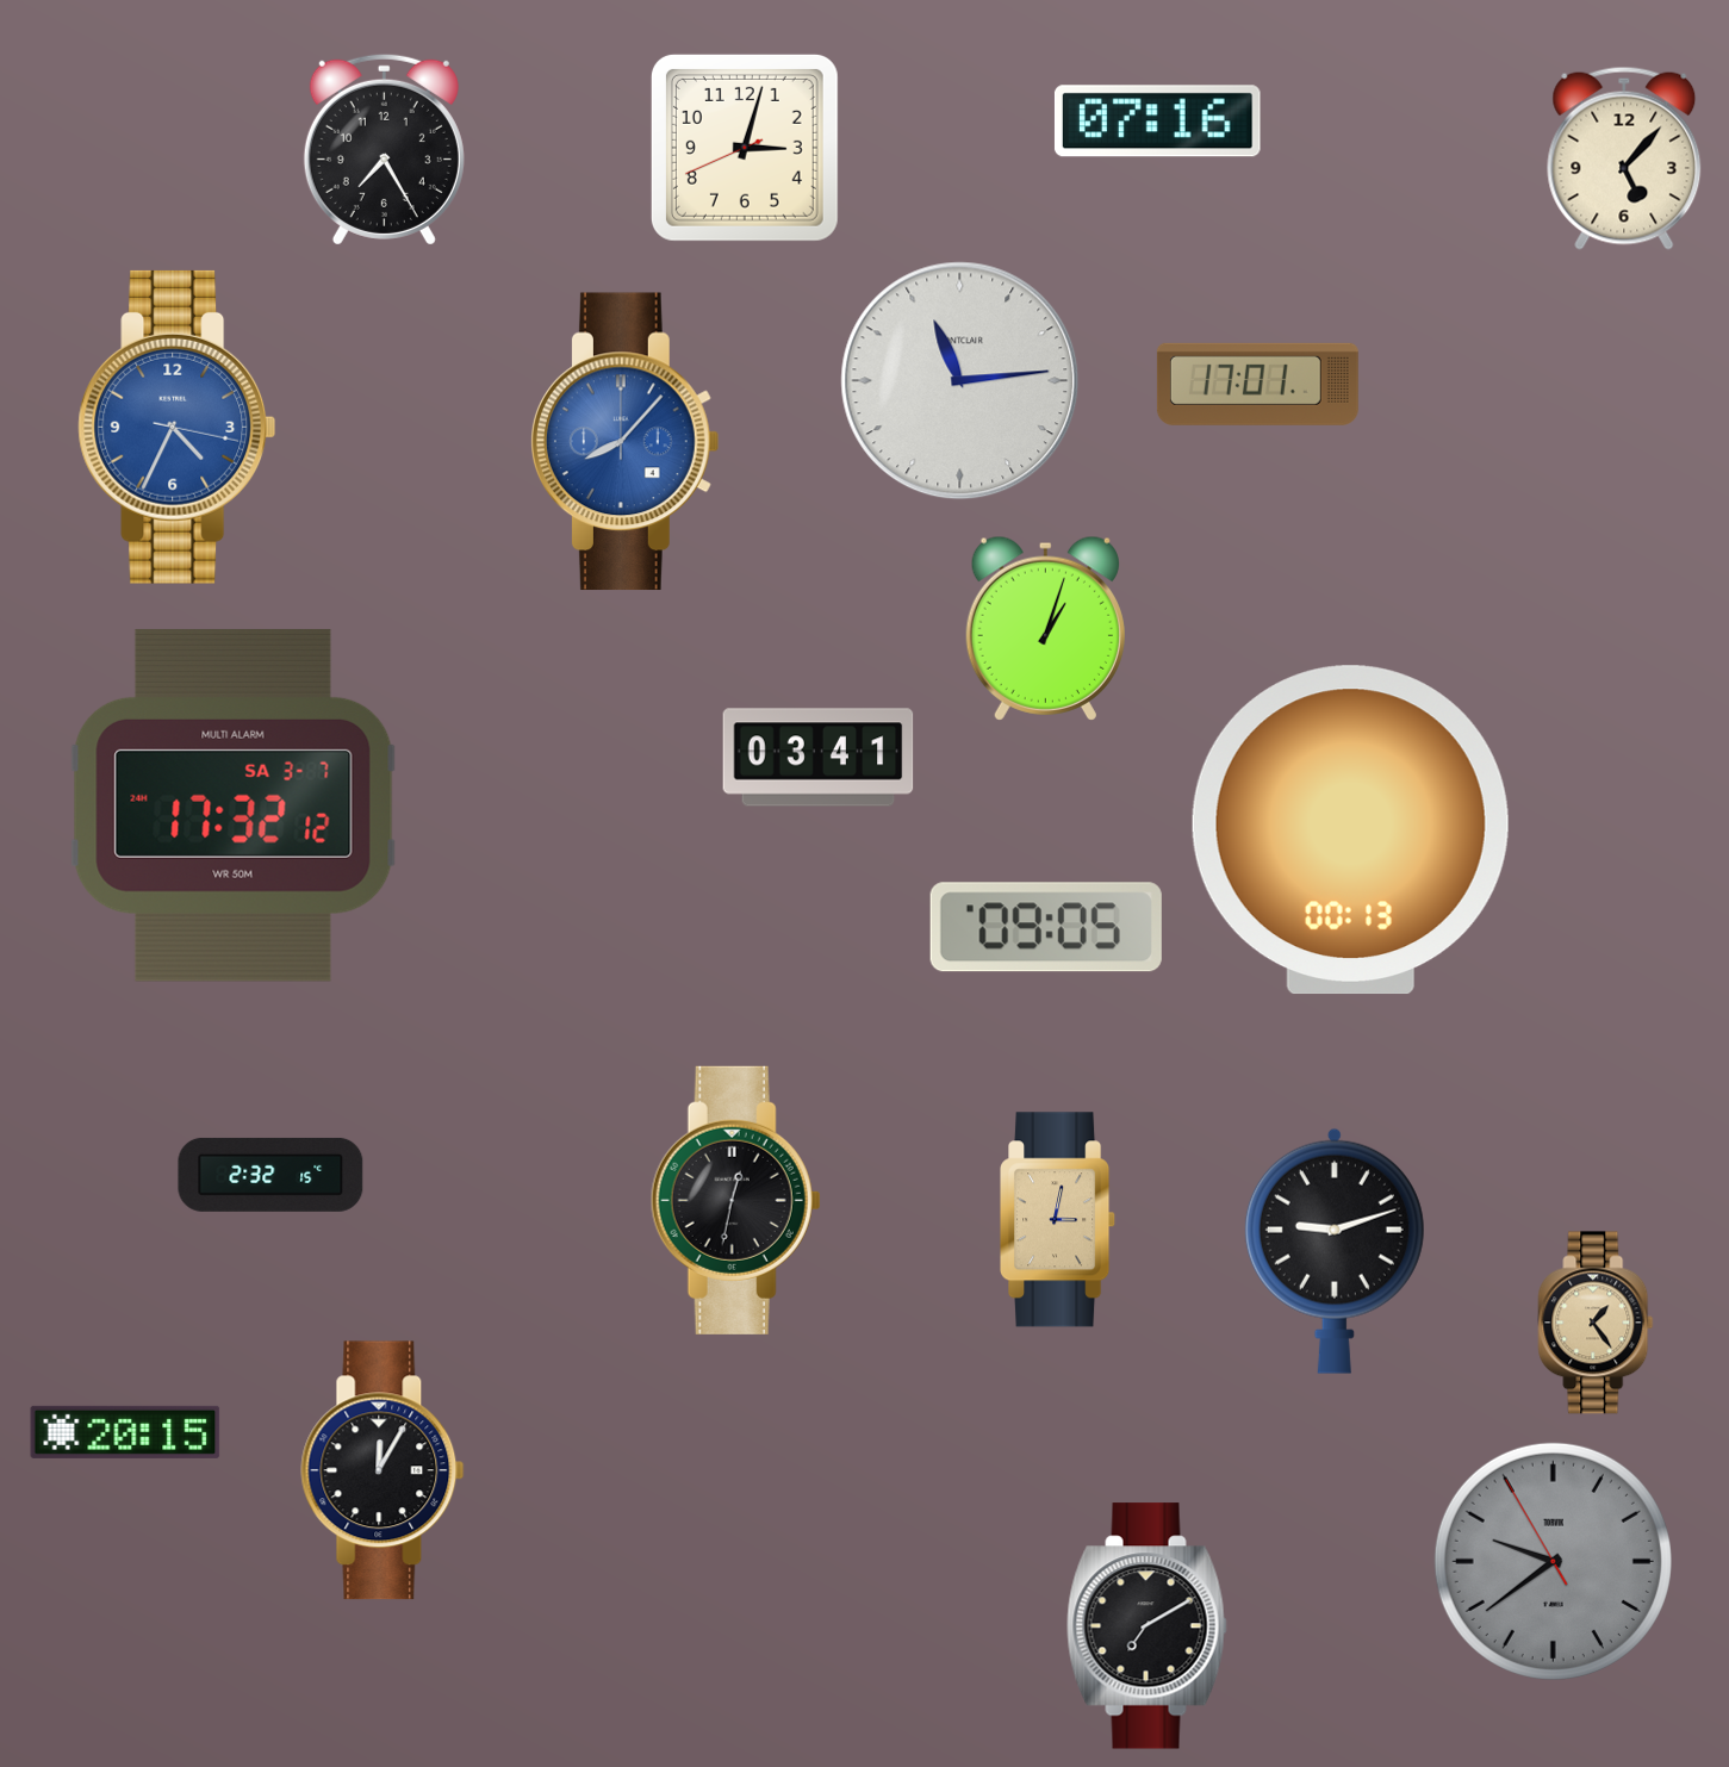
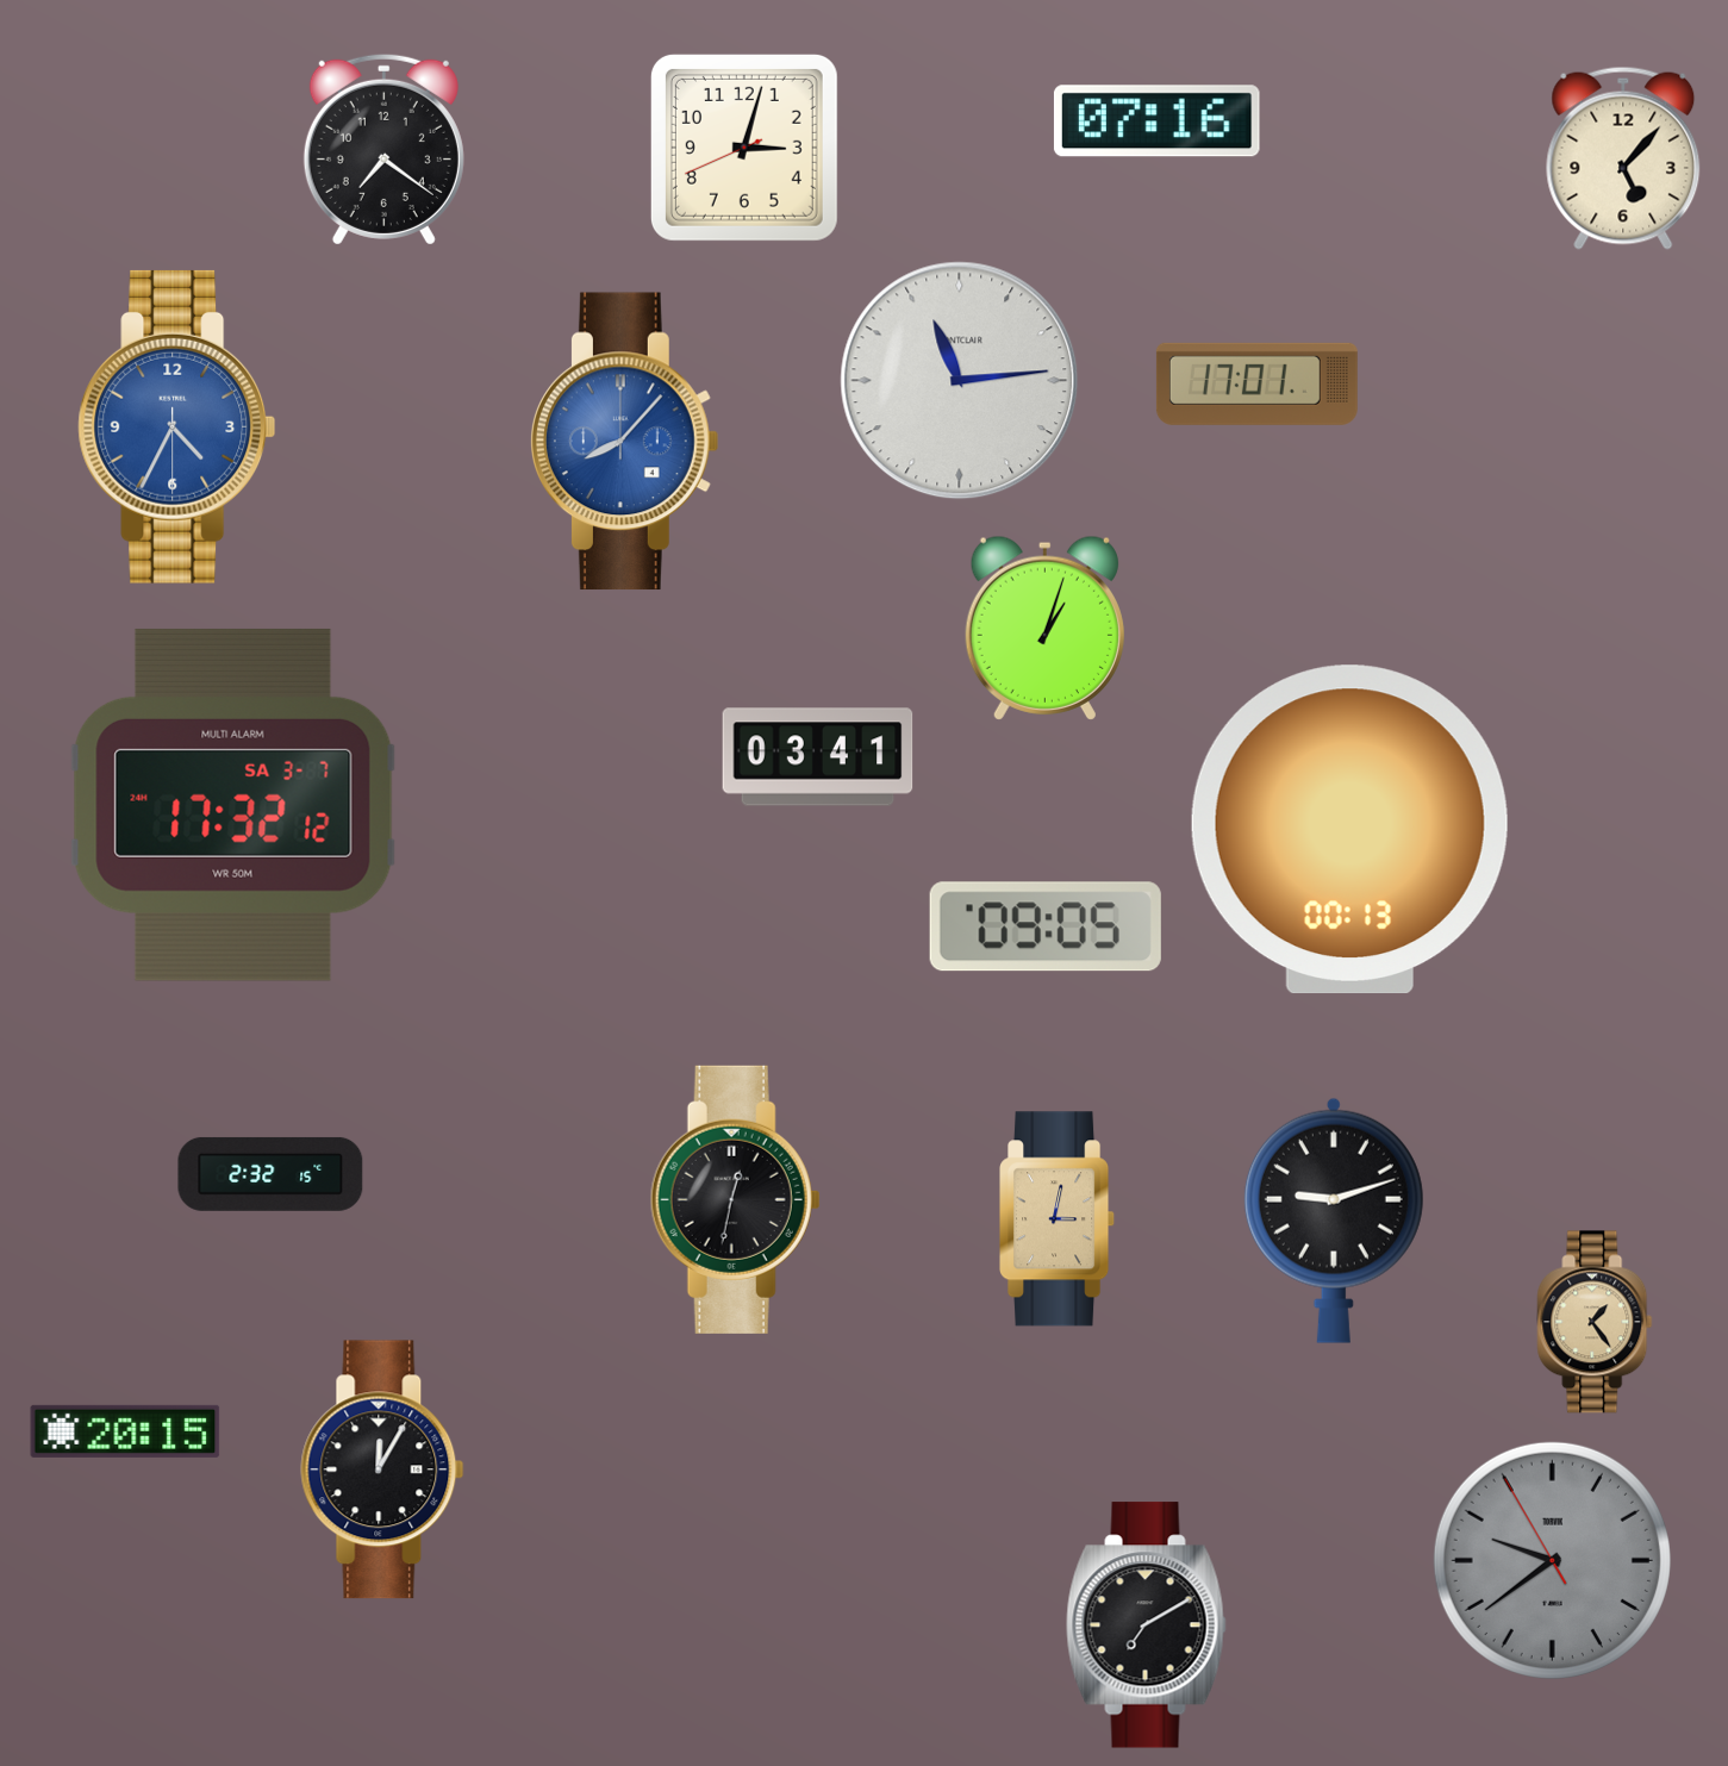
clock at (384, 149): 7:25 -> 7:21
clock at (178, 427): 4:34:17 -> 4:34:30
clock at (1335, 1251) position: (1335, 1251) -> (1334, 1221)
